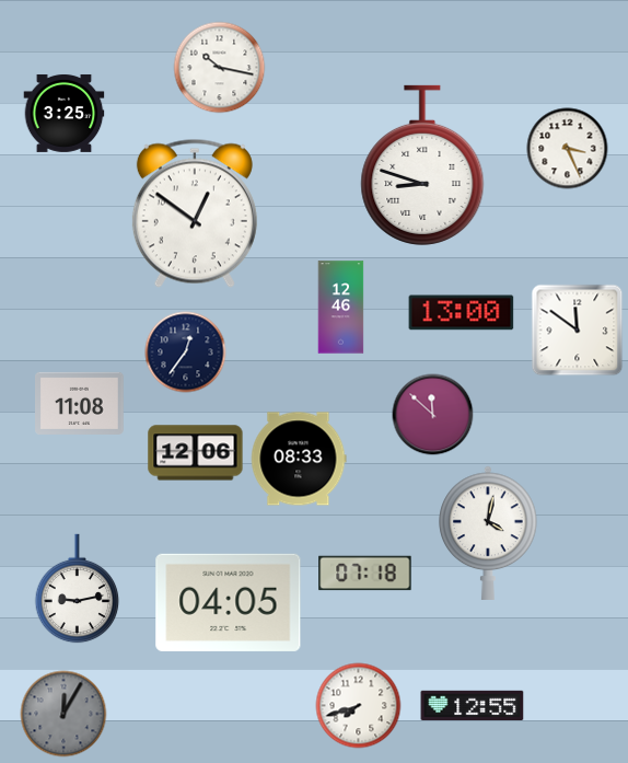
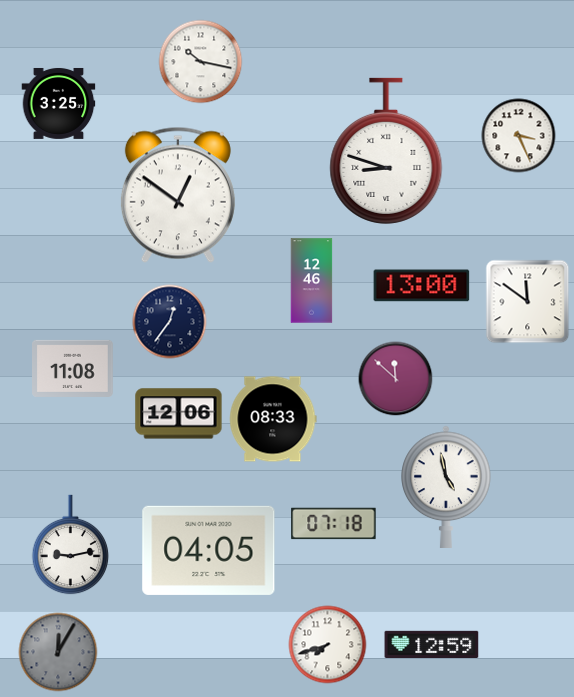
clock at (488, 533): 4:02 -> 4:58
clock at (78, 589) position: (78, 589) -> (71, 545)
clock at (473, 705): 12:55 -> 12:59
